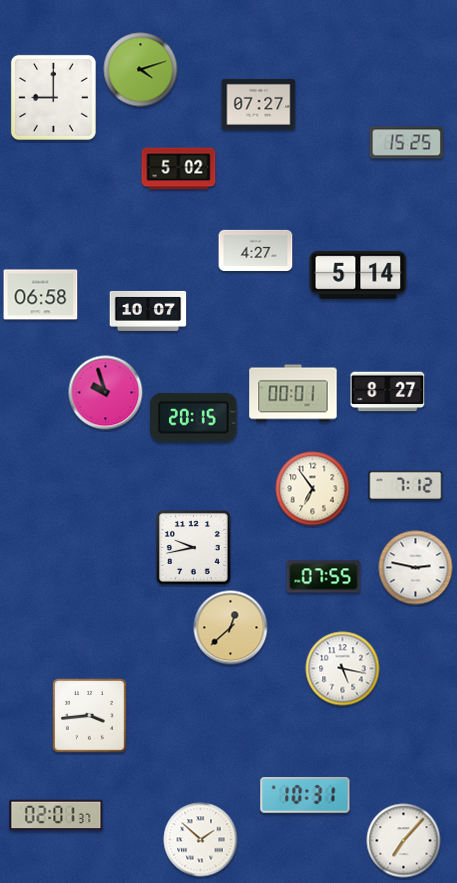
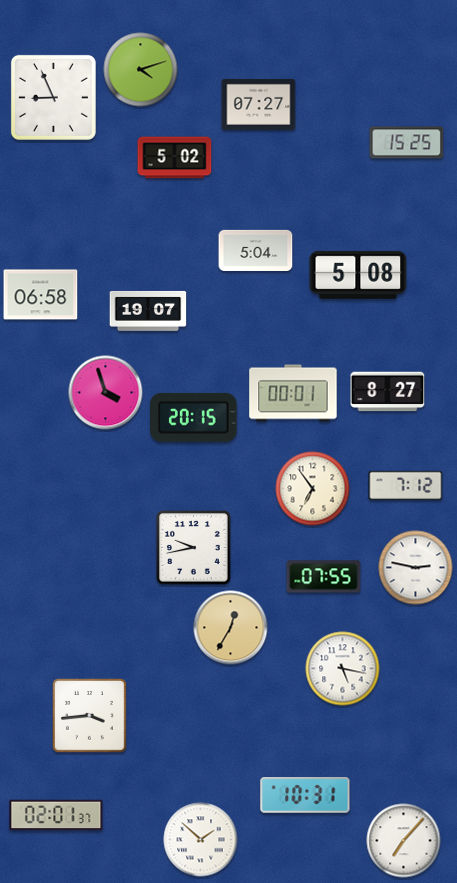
clock at (53, 97): 9:00 -> 8:56
clock at (179, 169) position: (179, 169) -> (175, 158)
clock at (256, 250): 4:27 -> 5:04
clock at (358, 275): 5:14 -> 5:08
clock at (148, 311): 10:07 -> 19:07
clock at (106, 393): 9:57 -> 3:57
clock at (231, 628): 12:38 -> 12:35
